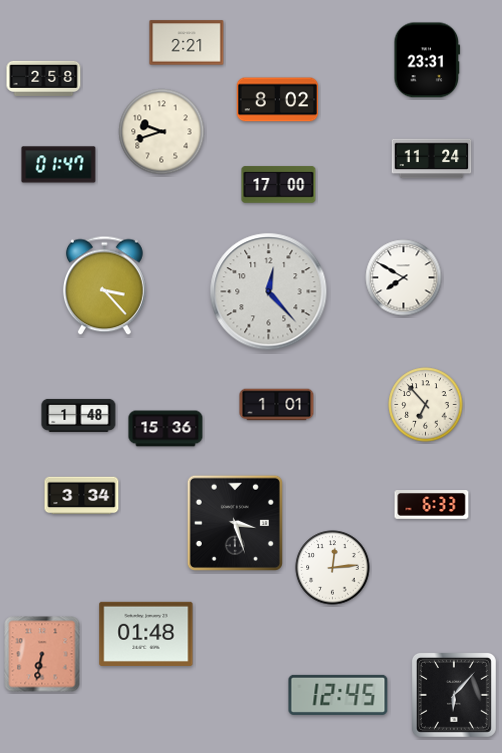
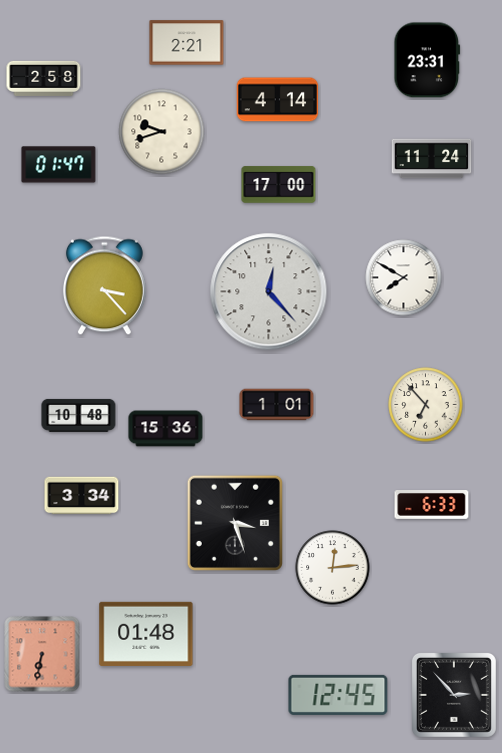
clock at (278, 100): 8:02 -> 4:14
clock at (79, 415): 1:48 -> 10:48
clock at (454, 695): 6:07 -> 2:53
